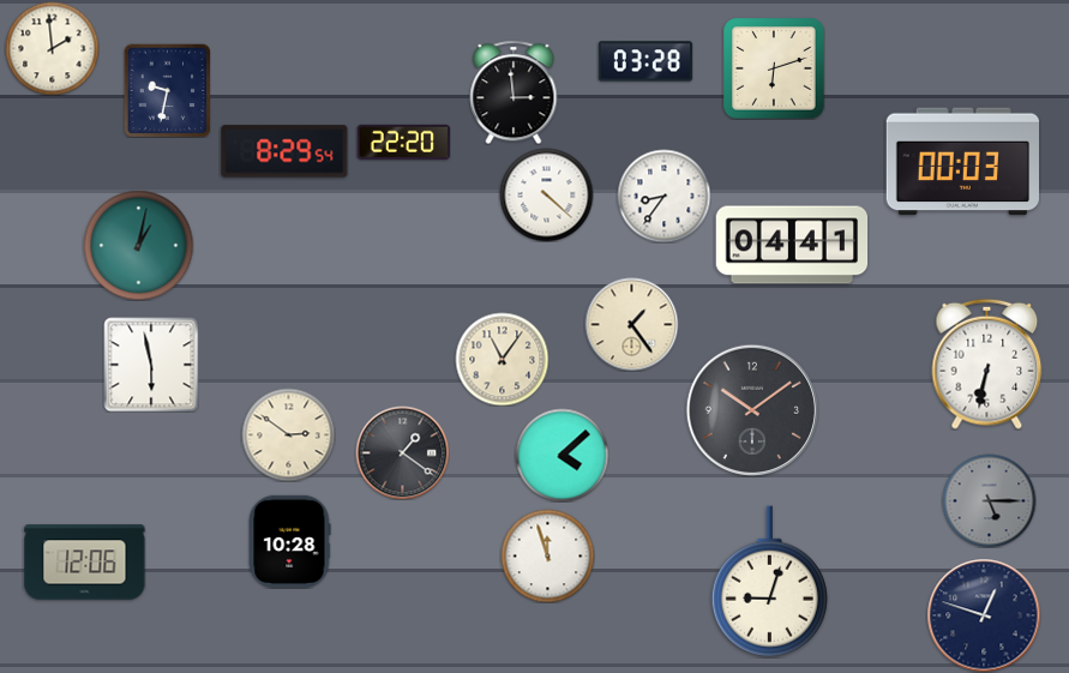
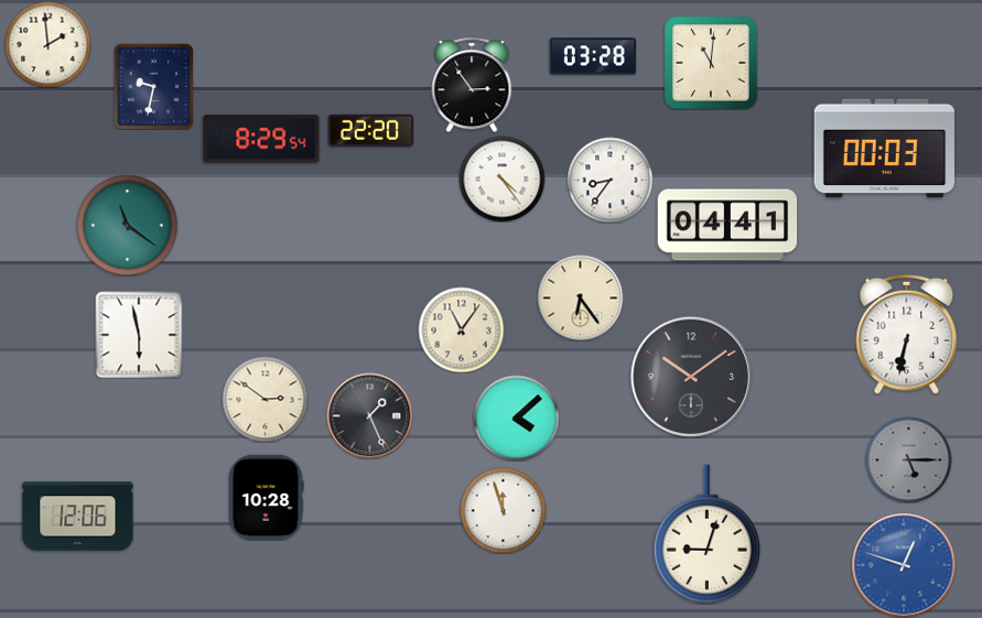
clock at (774, 68): 6:12 -> 11:01
clock at (168, 90) position: (168, 90) -> (154, 86)
clock at (514, 92): 2:59 -> 2:54
clock at (546, 194): 4:22 -> 4:24
clock at (138, 245): 1:02 -> 11:21
clock at (631, 324): 1:24 -> 6:24
clock at (402, 452): 1:21 -> 1:26
clock at (984, 615) dial: navy -> blue
